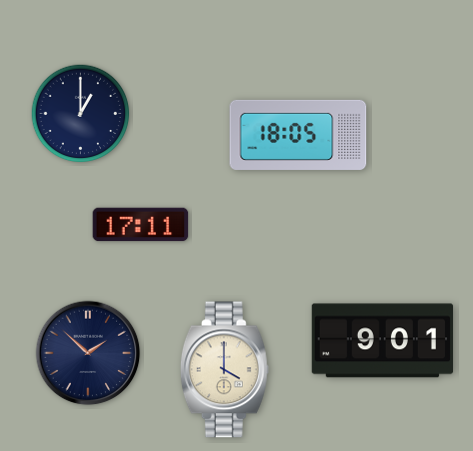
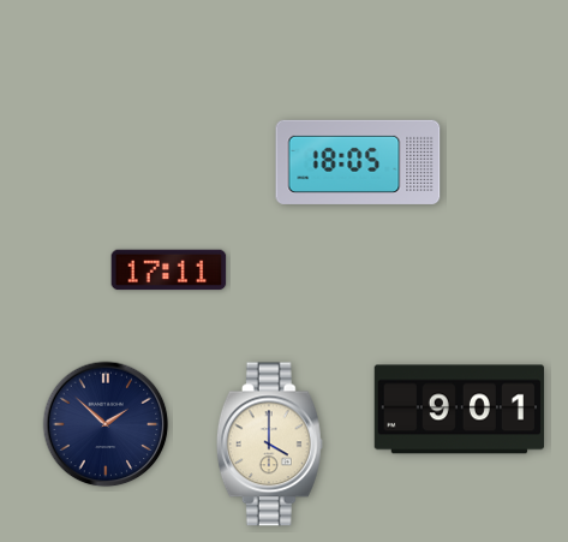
clock at (81, 114): 1:00 -> none
